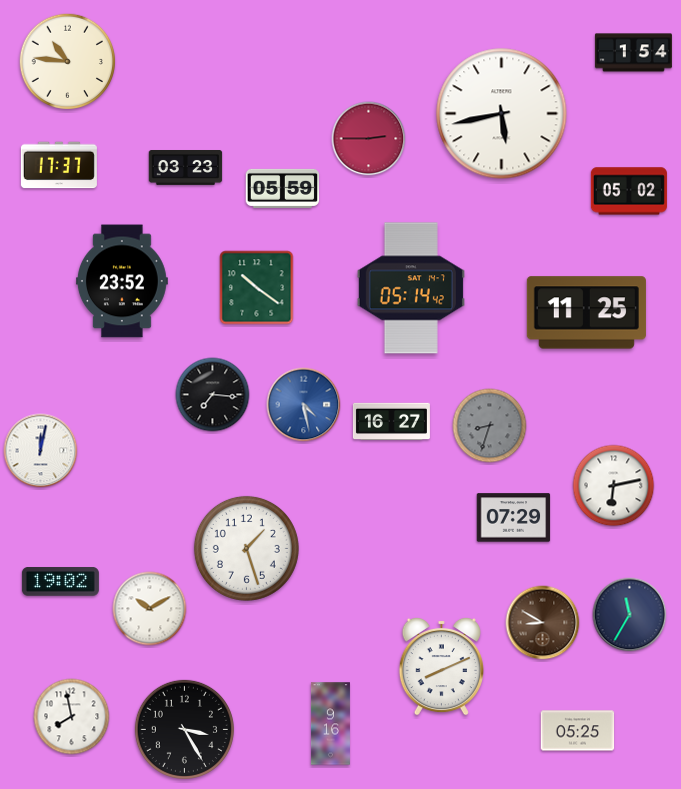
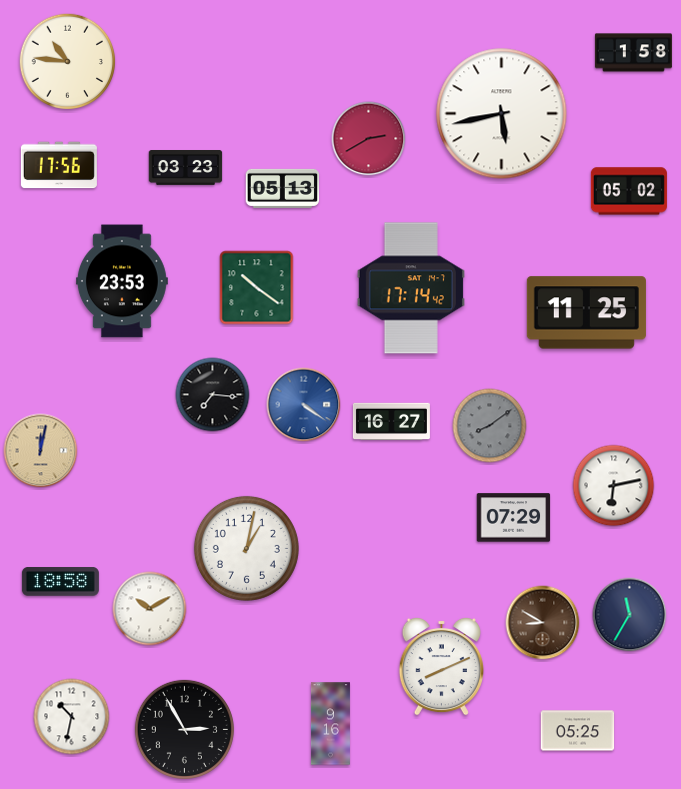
clock at (633, 53): 1:54 -> 1:58
clock at (369, 139): 2:45 -> 2:40
clock at (59, 165): 17:37 -> 17:56
clock at (283, 188): 05:59 -> 05:13
clock at (122, 281): 23:52 -> 23:53
clock at (411, 288): 05:14 -> 17:14
clock at (304, 405): 4:28 -> 4:21
clock at (490, 426): 8:33 -> 8:09
clock at (41, 451) dial: white -> champagne
clock at (246, 548): 1:27 -> 1:02
clock at (60, 582): 19:02 -> 18:58
clock at (72, 717): 7:58 -> 10:32
clock at (184, 729): 3:25 -> 2:55
